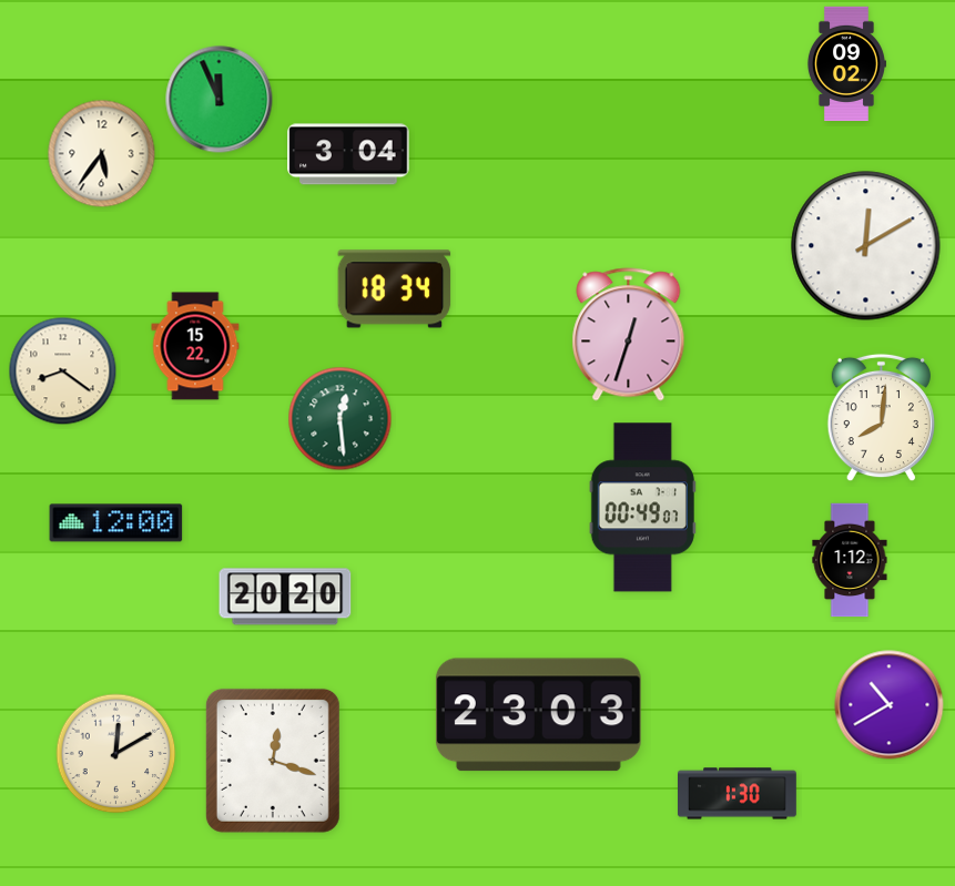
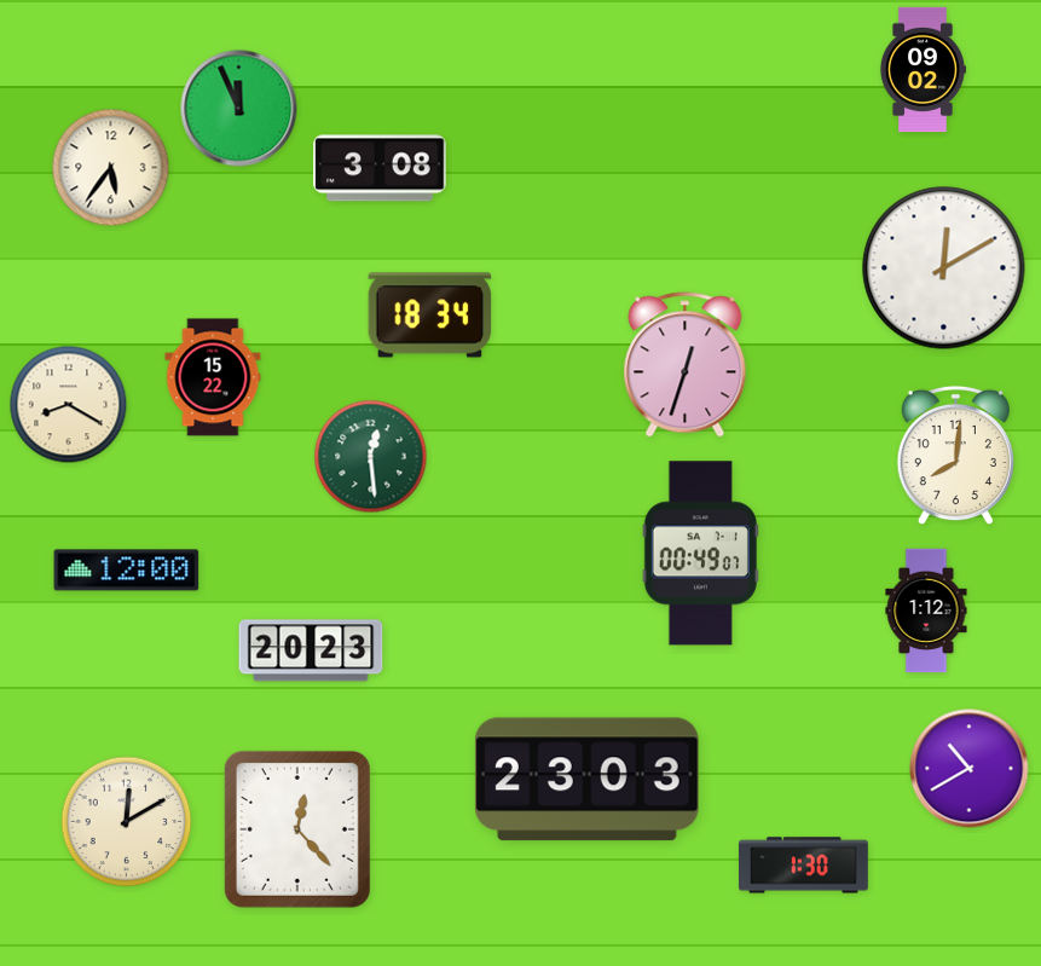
clock at (348, 154): 3:04 -> 3:08
clock at (63, 371): 8:21 -> 8:20
clock at (881, 418) position: (881, 418) -> (955, 456)
clock at (285, 597): 20:20 -> 20:23
clock at (273, 761): 12:18 -> 12:23
